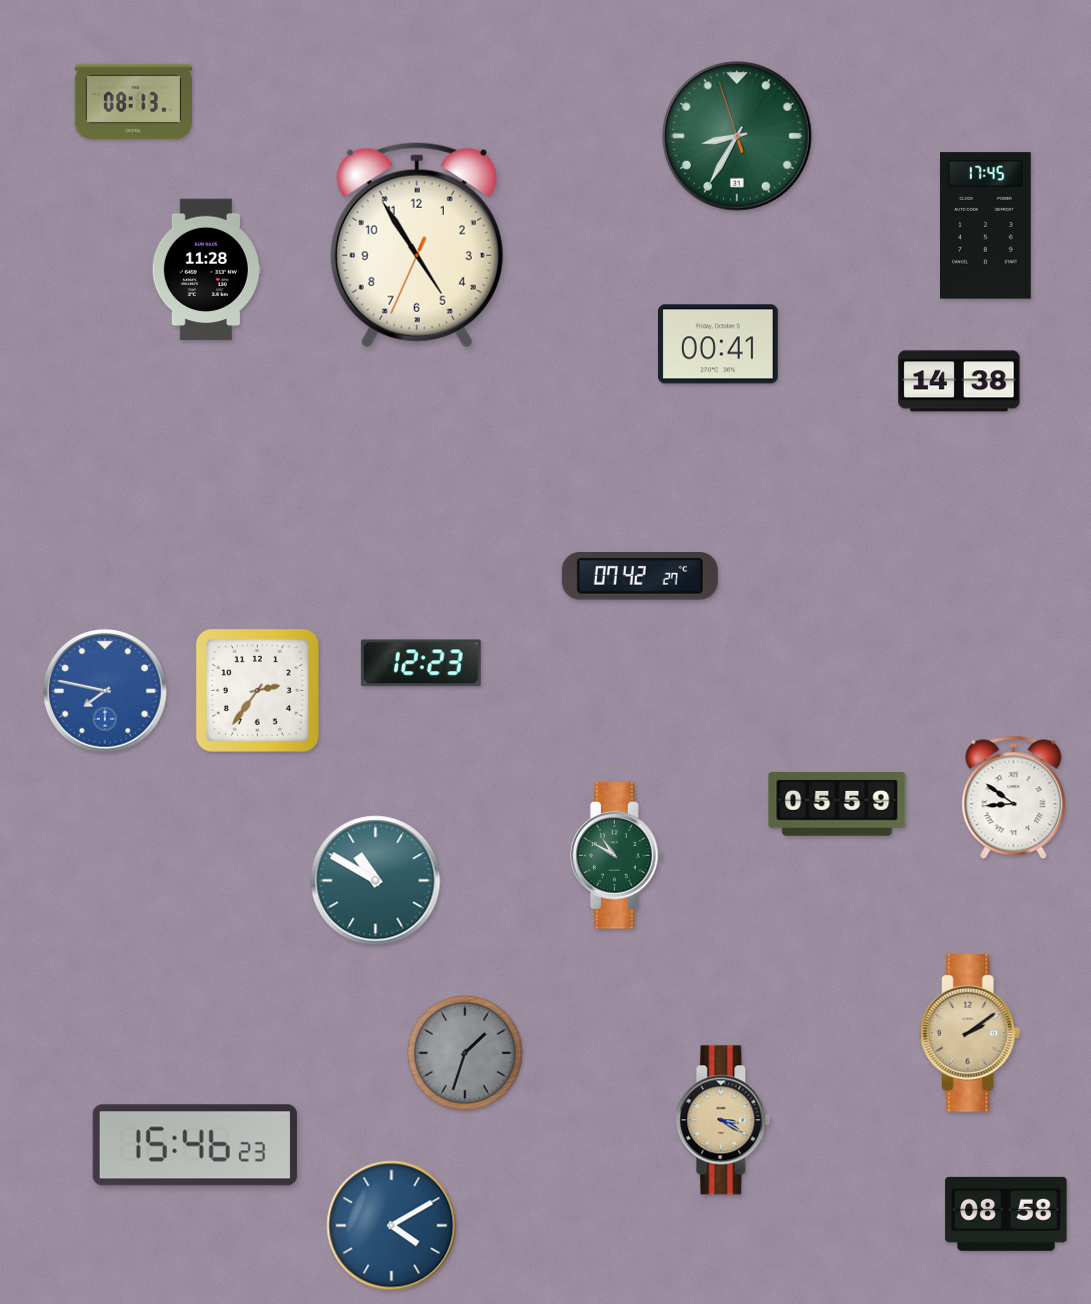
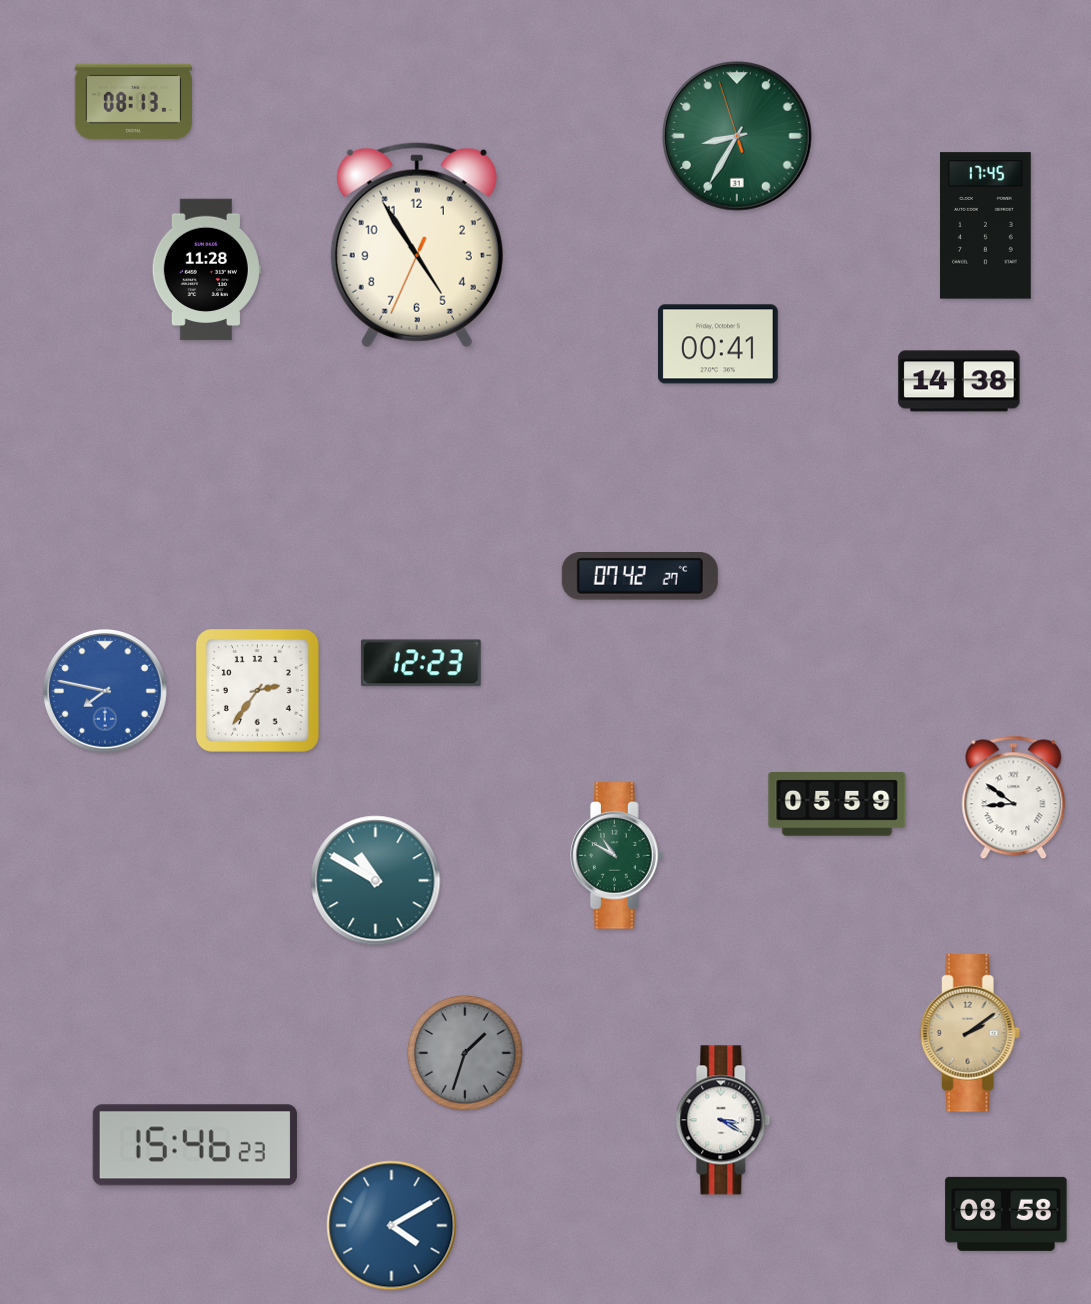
clock at (723, 1120) dial: champagne -> white
